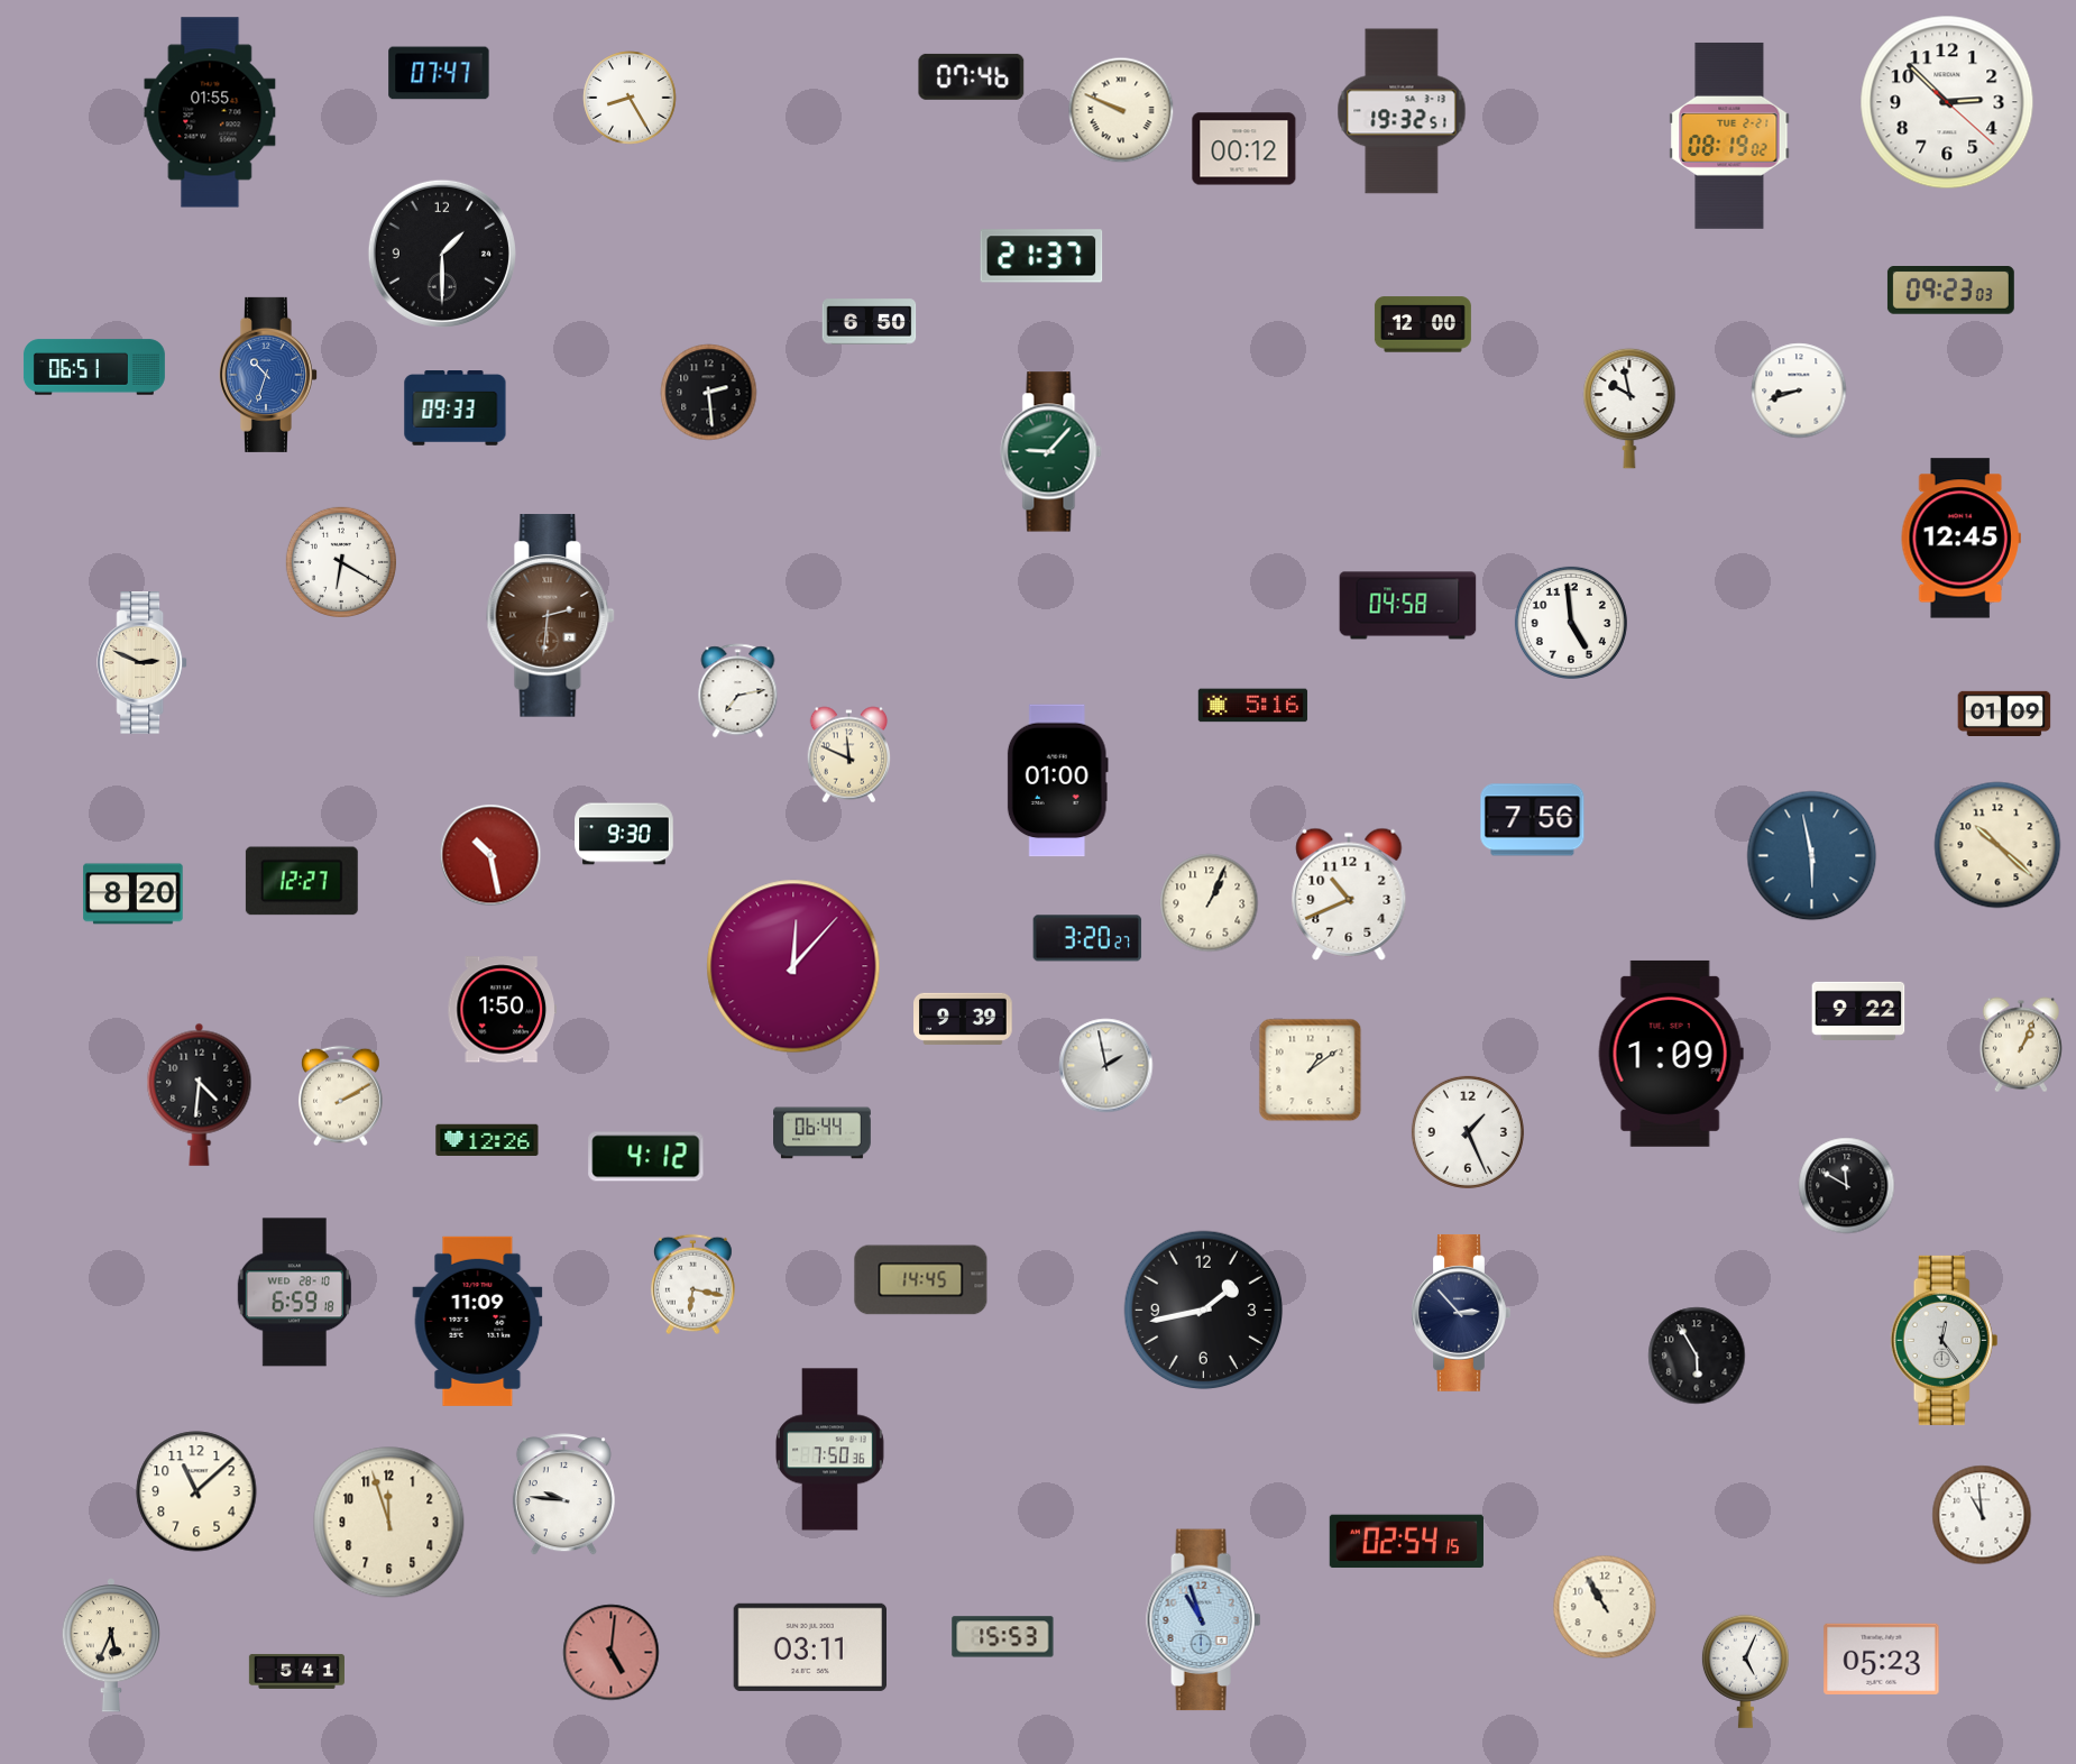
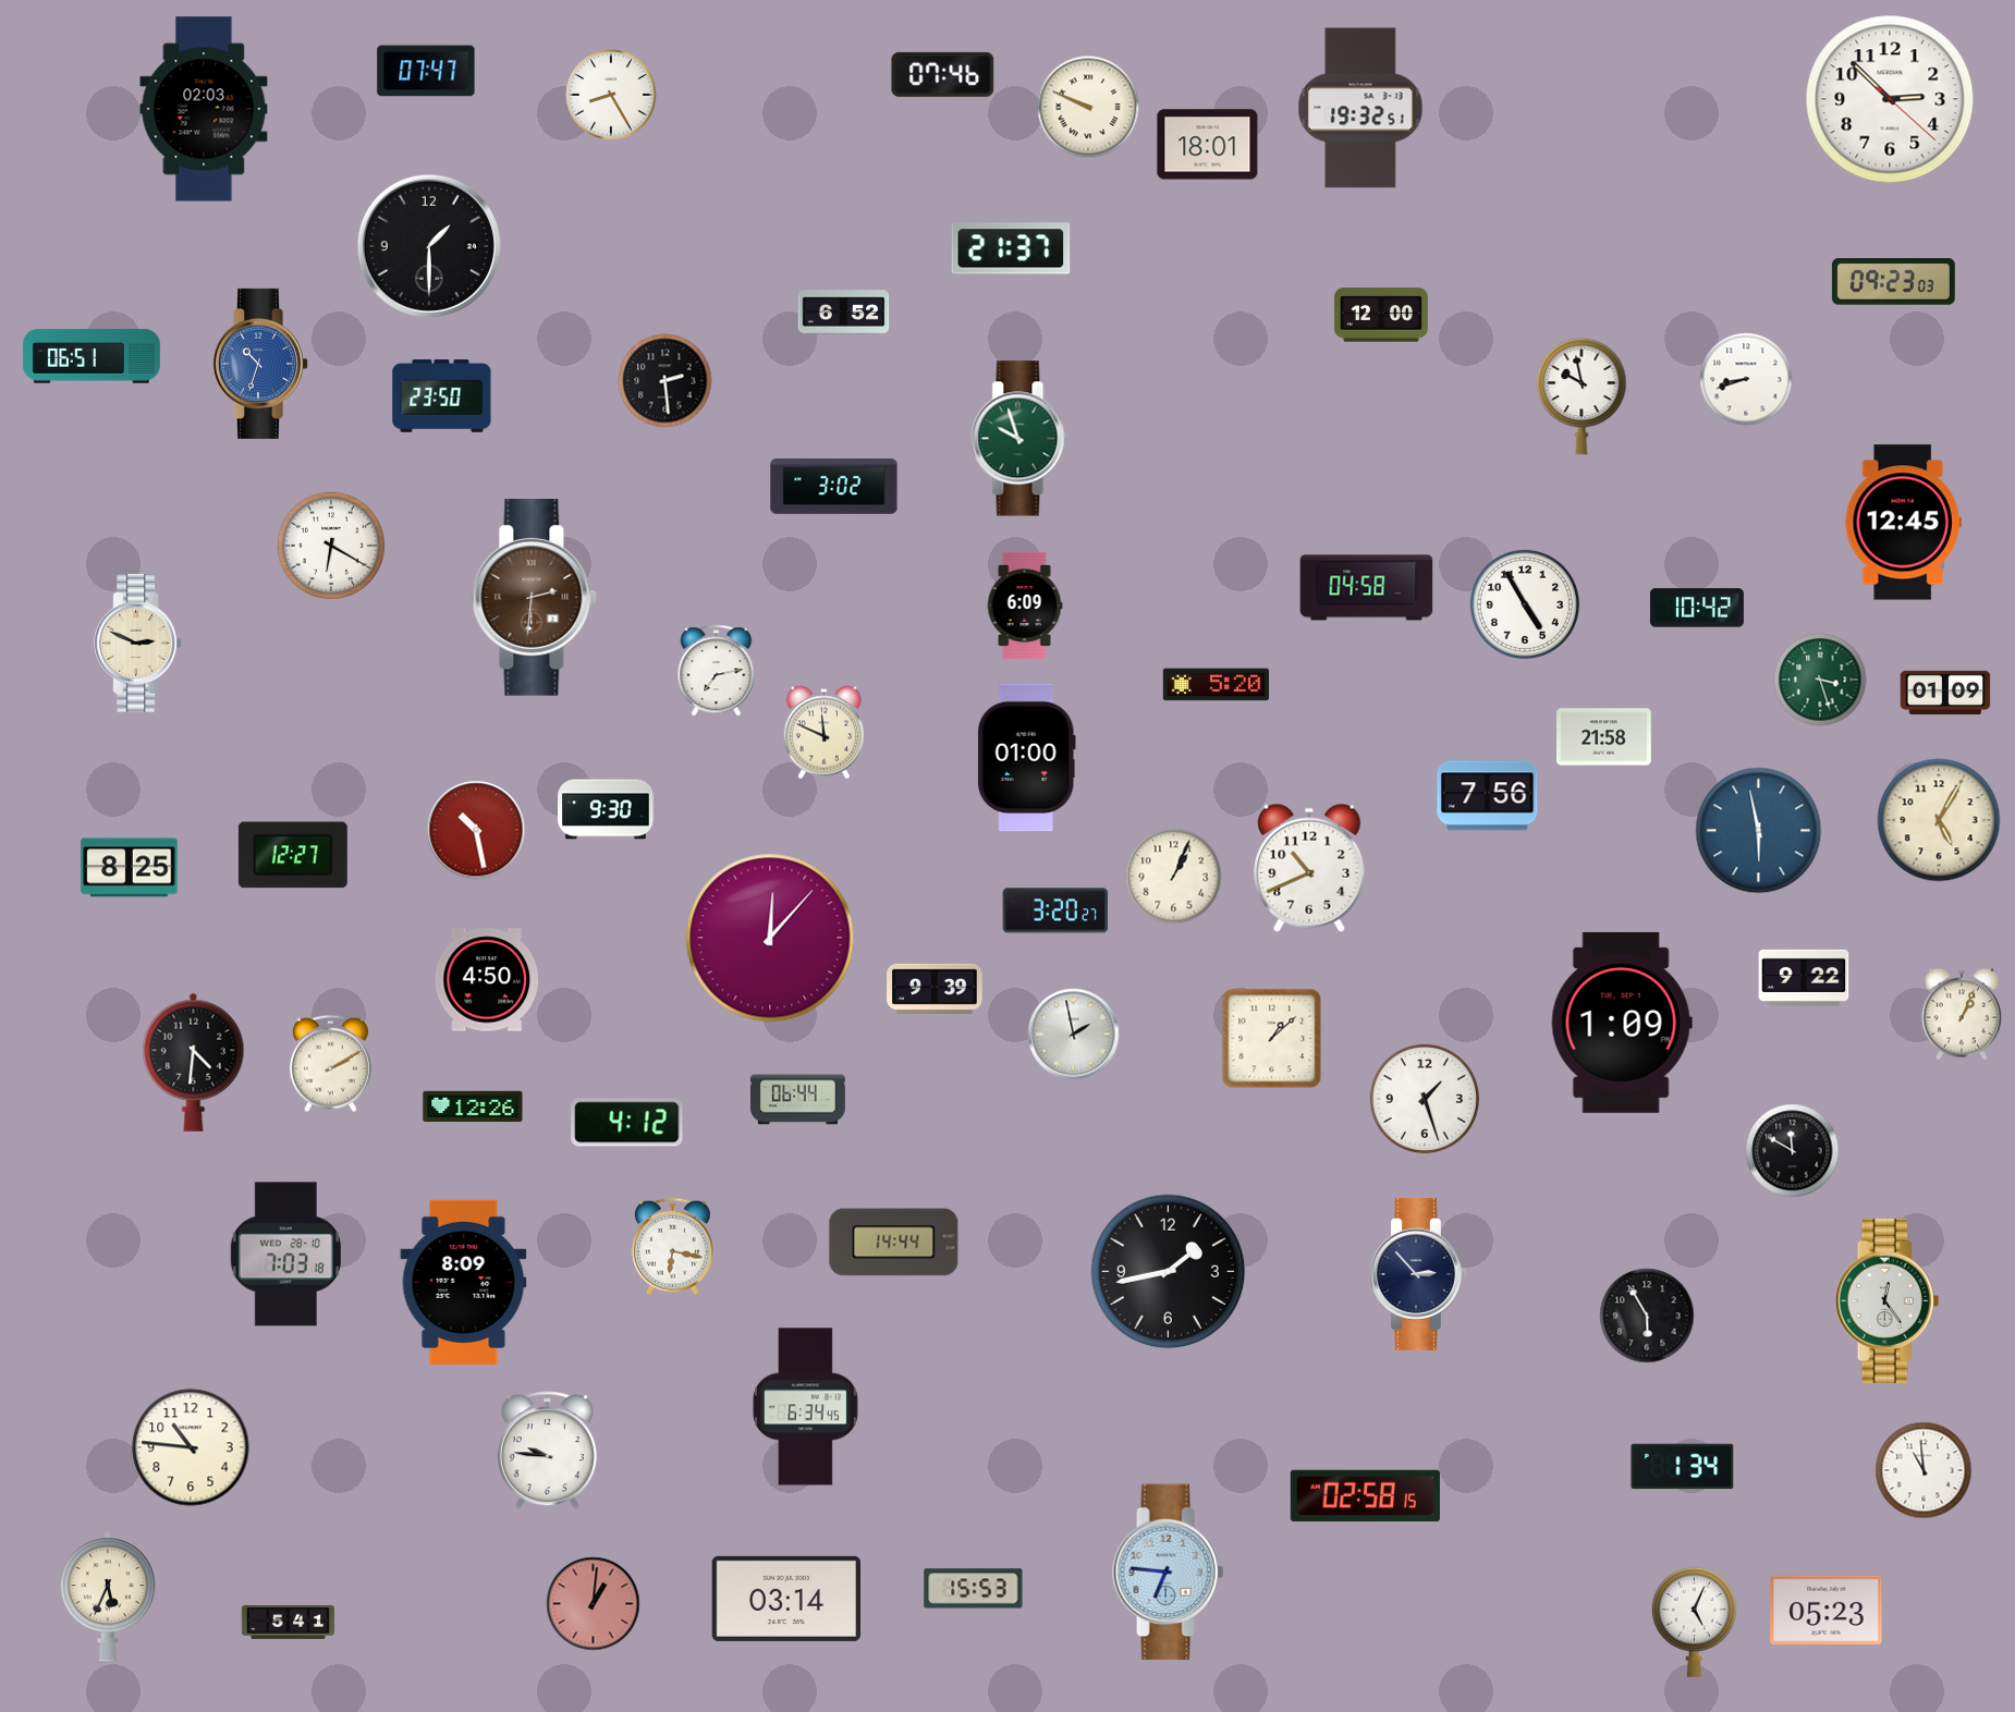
clock at (210, 112): 01:55 -> 02:03
clock at (1729, 136): 08:19 -> none
clock at (1244, 149): 00:12 -> 18:01
clock at (870, 322): 6:50 -> 6:52
clock at (709, 393) position: (709, 393) -> (665, 381)
clock at (456, 408): 09:33 -> 23:50
clock at (1051, 452): 9:07 -> 9:57
clock at (834, 487): none -> 3:02
clock at (1571, 623): 4:59 -> 4:55
clock at (1025, 606): none -> 6:09
clock at (1697, 608): none -> 10:42
clock at (1820, 680): none -> 3:27
clock at (1253, 706): 5:16 -> 5:20
clock at (1604, 737): none -> 21:58
clock at (1997, 845): 10:22 -> 5:05
clock at (134, 894): 8:20 -> 8:25
clock at (502, 1010): 1:50 -> 4:50
clock at (1858, 1011) position: (1858, 1011) -> (1804, 978)
clock at (1311, 1071): 1:09 -> 1:08
clock at (1468, 1132): 1:26 -> 1:27
clock at (921, 1280): 14:45 -> 14:44
clock at (294, 1293): 6:59 -> 7:03
clock at (478, 1321): 11:09 -> 8:09
clock at (830, 1450): 7:50 -> 6:34
clock at (196, 1491): 11:08 -> 10:46
clock at (1683, 1467): none -> 1:34
clock at (389, 1523): 11:57 -> none
clock at (1406, 1542): 02:54 -> 02:58
clock at (1605, 1607): 10:55 -> none
clock at (1204, 1620): 10:57 -> 6:46
clock at (809, 1647): 03:11 -> 03:14
clock at (612, 1653): 5:01 -> 1:01
